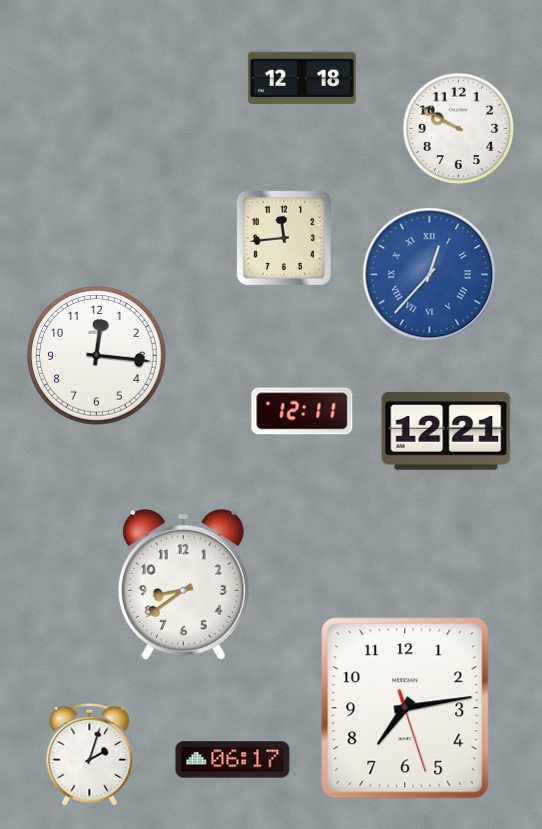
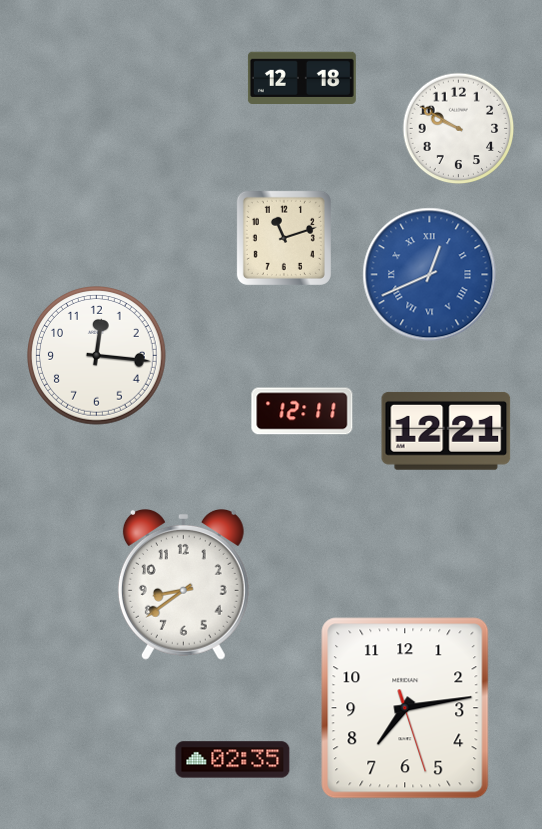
clock at (284, 238): 11:44 -> 11:12
clock at (430, 275): 12:37 -> 12:41
clock at (90, 754): 2:03 -> none
clock at (233, 760): 06:17 -> 02:35
